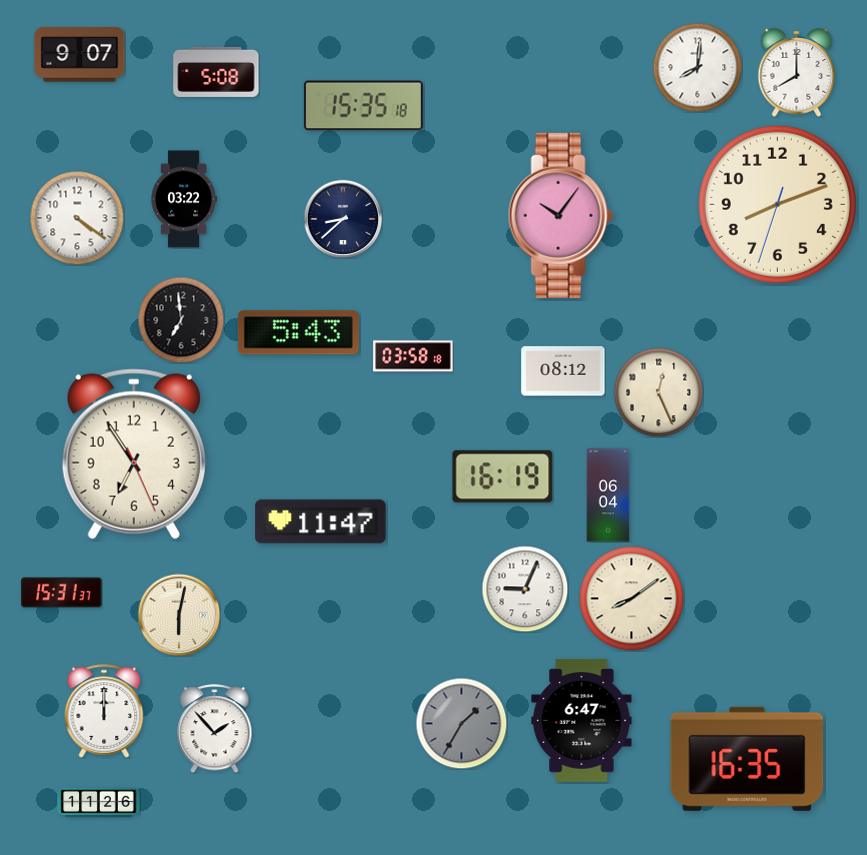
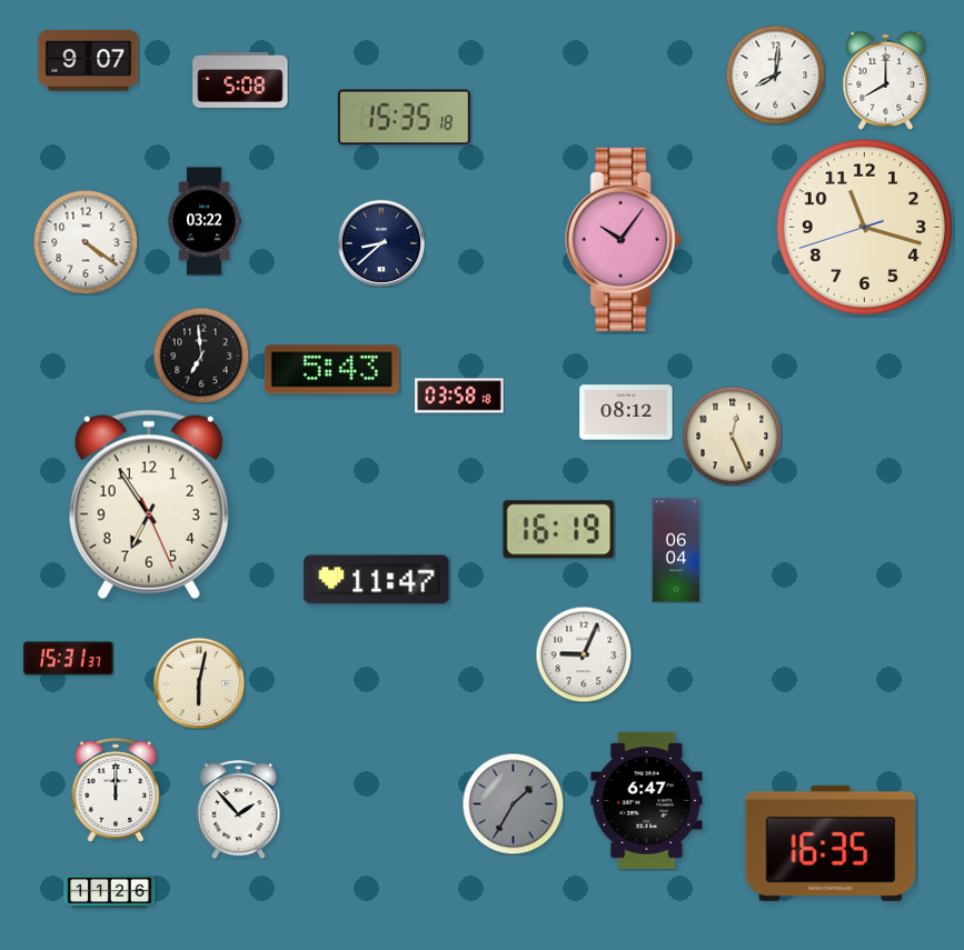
clock at (777, 204): 8:11 -> 11:17
clock at (321, 522) position: (321, 522) -> (377, 580)
clock at (632, 599): 8:09 -> none
